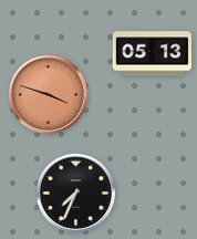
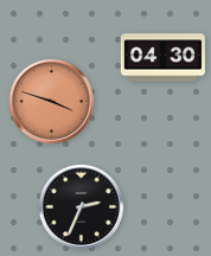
clock at (152, 54): 05:13 -> 04:30
clock at (75, 193): 7:34 -> 2:34
